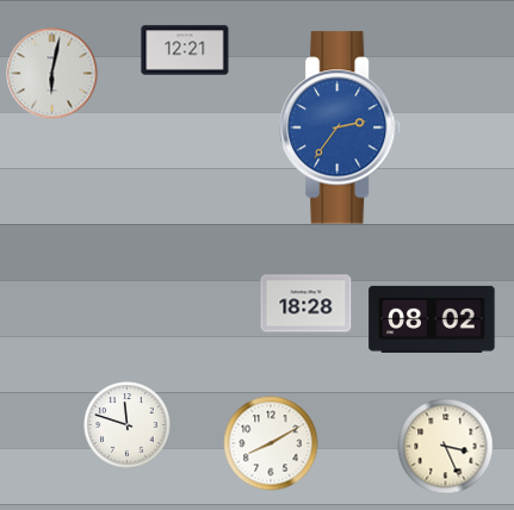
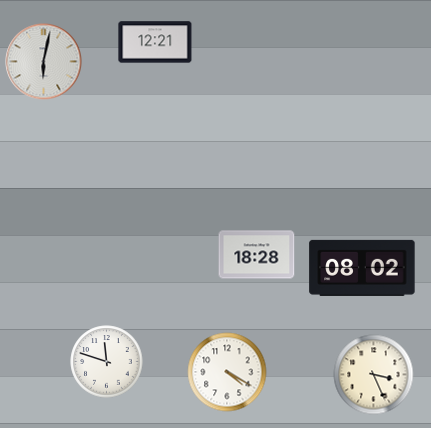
clock at (341, 128): 2:36 -> none
clock at (128, 425) position: (128, 425) -> (107, 362)
clock at (271, 443): 8:10 -> 4:20
